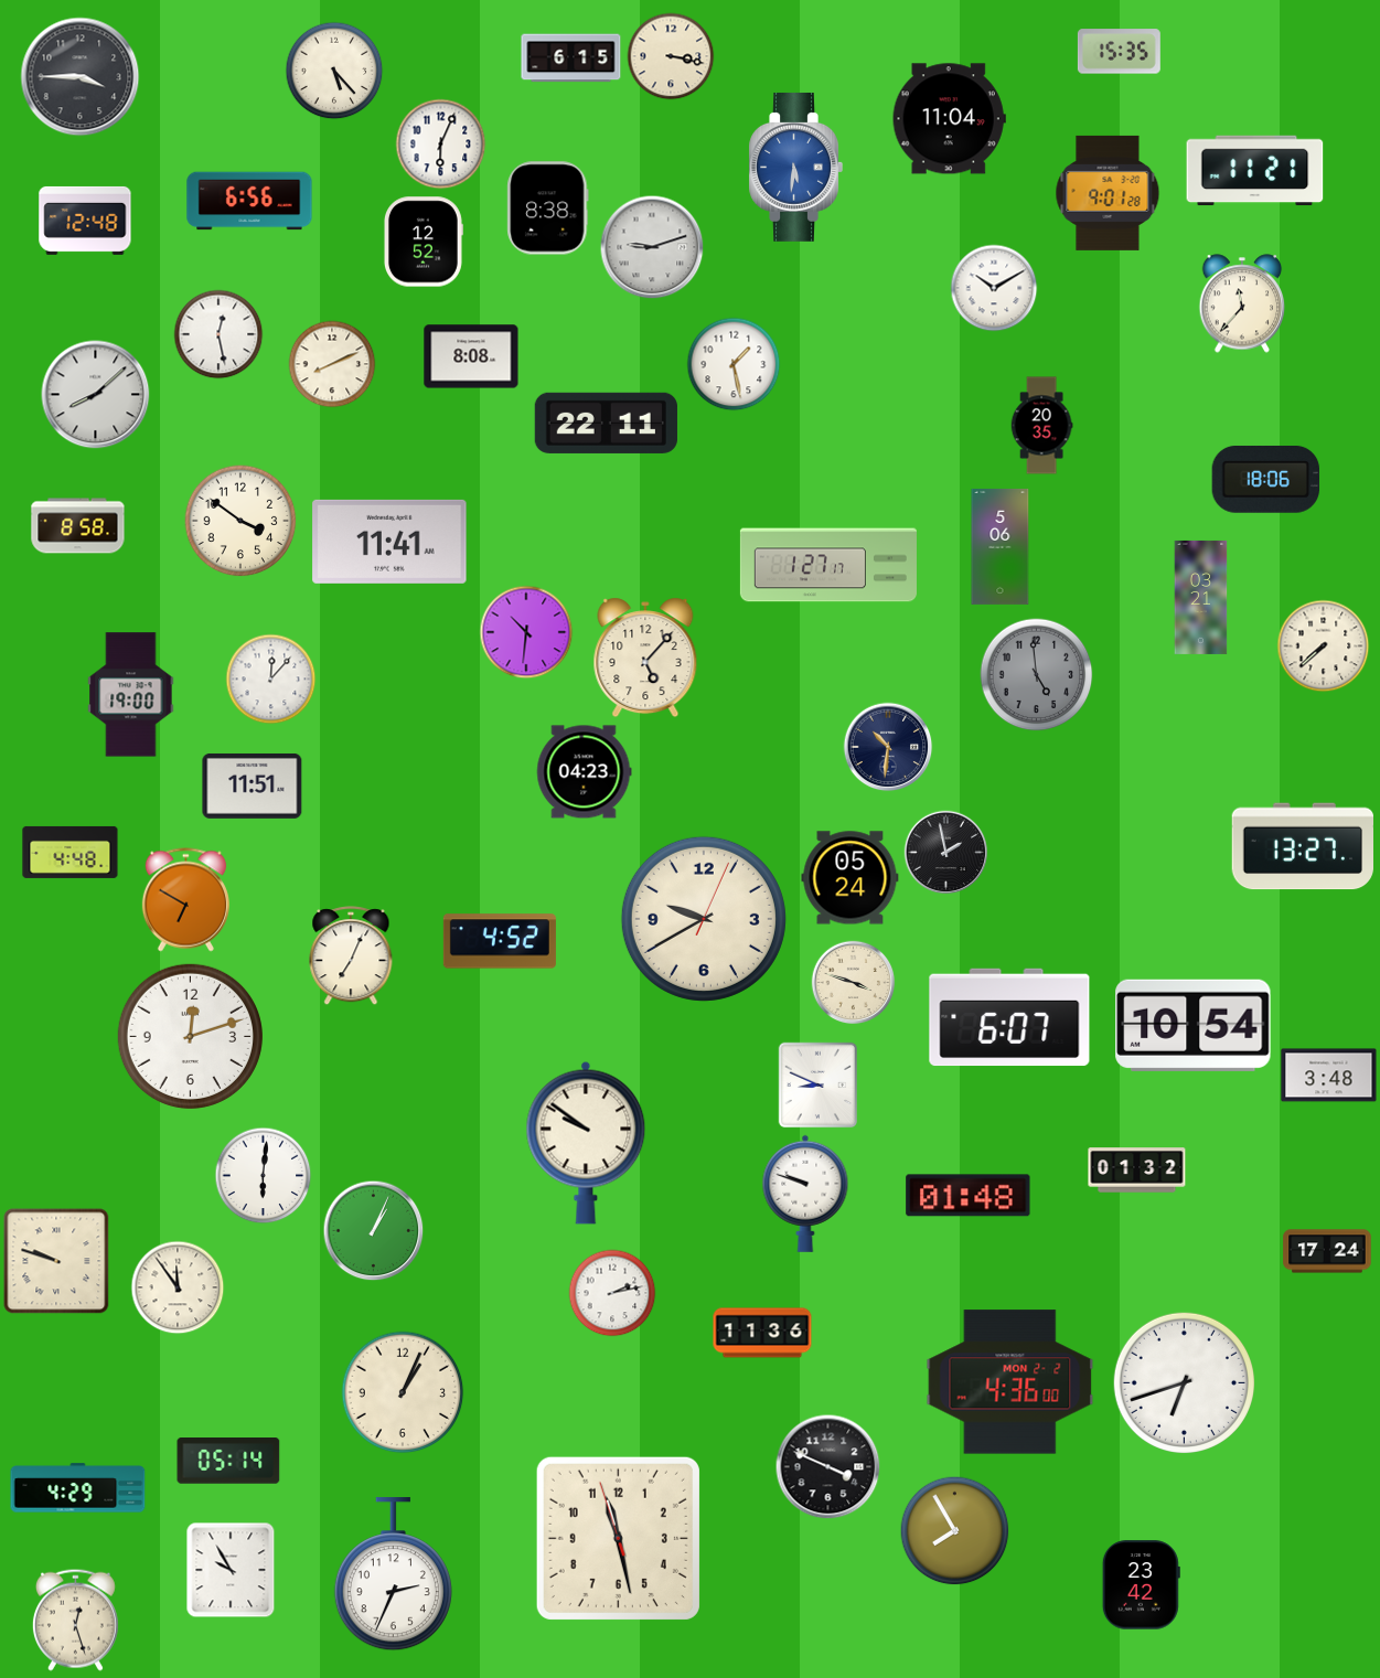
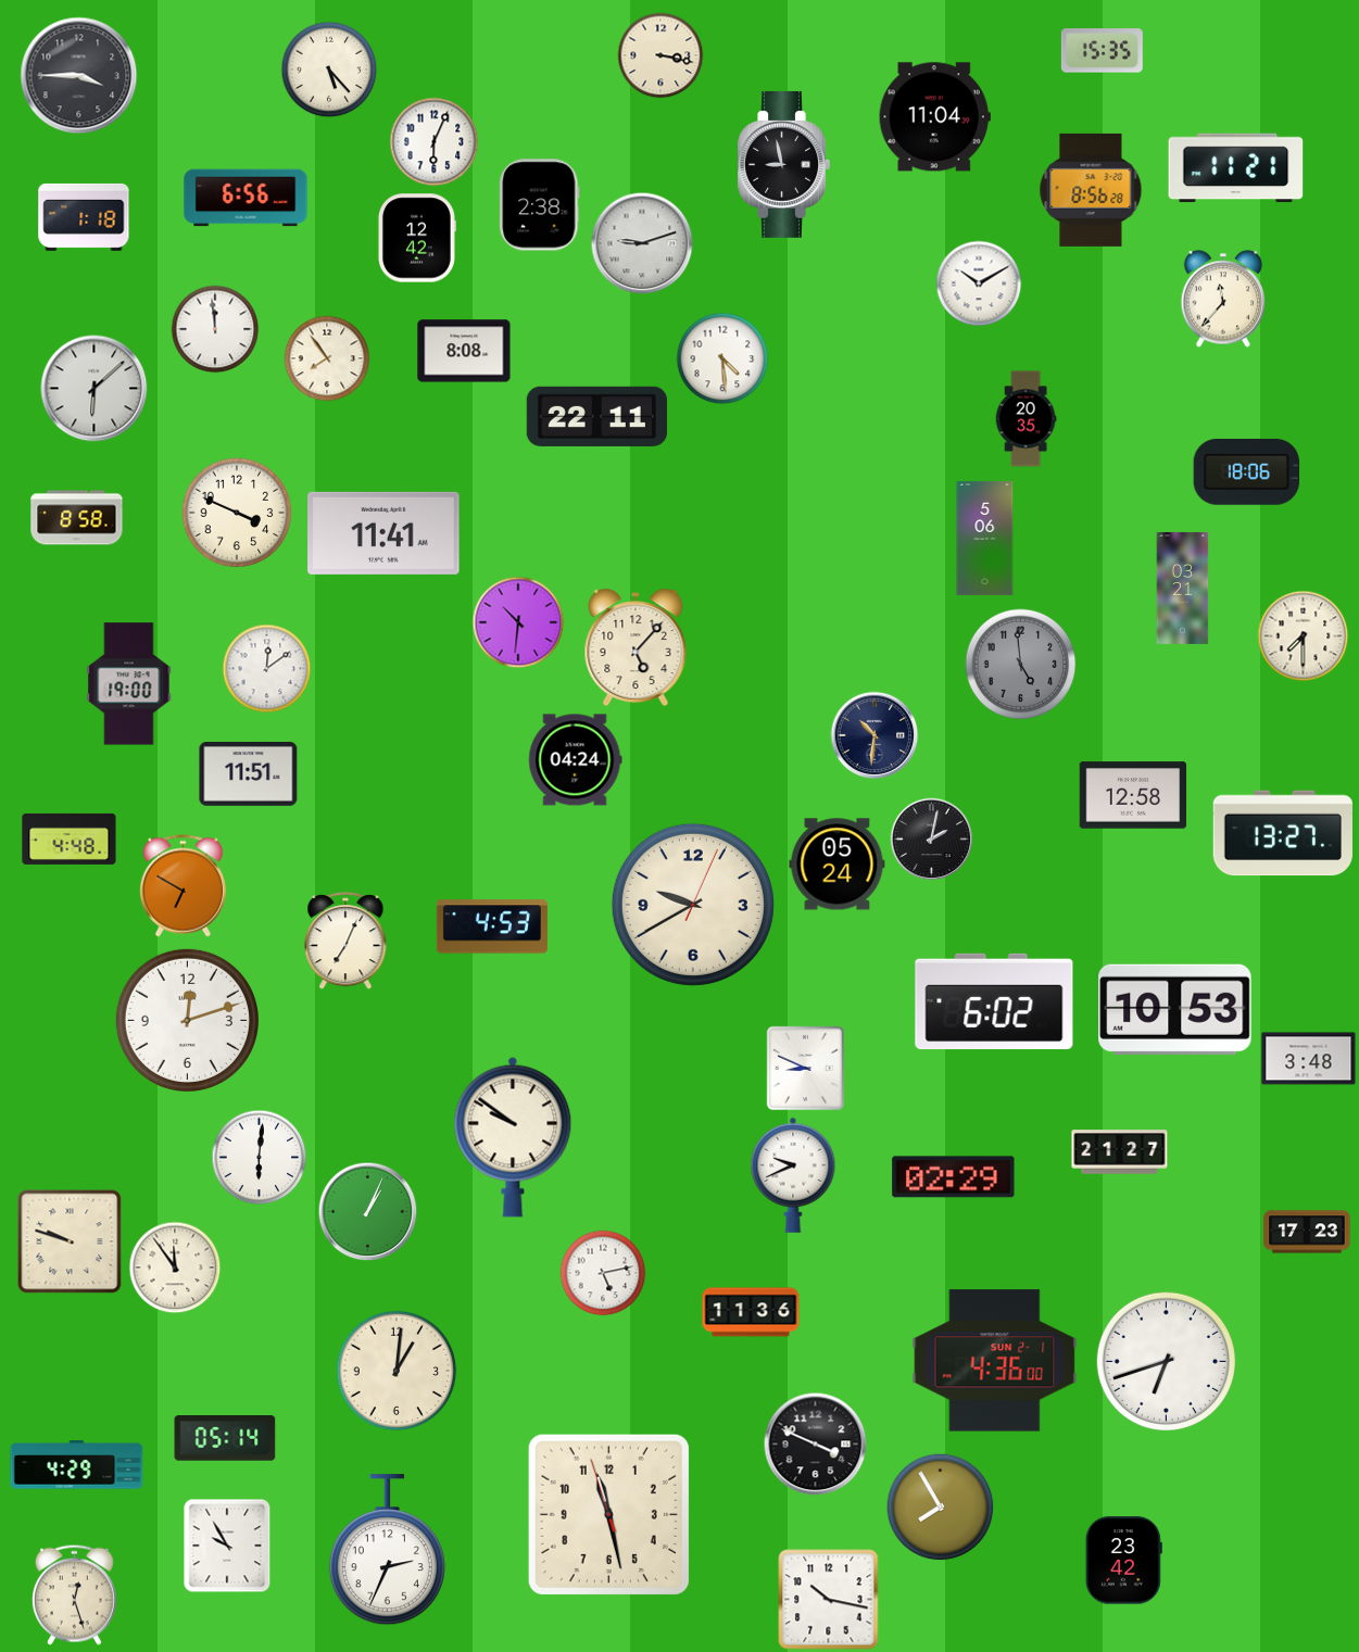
clock at (571, 58): 6:15 -> none
clock at (795, 167): 5:31 -> 8:58
clock at (795, 167) dial: blue -> black
clock at (1108, 193): 9:01 -> 8:56
clock at (548, 209): 8:38 -> 2:38
clock at (85, 221): 12:48 -> 1:18
clock at (422, 242): 12:52 -> 12:42
clock at (218, 334): 12:28 -> 11:59
clock at (332, 364): 8:11 -> 7:54
clock at (734, 364): 1:28 -> 4:29
clock at (96, 395): 8:08 -> 6:08
clock at (240, 521): 3:51 -> 3:49
clock at (828, 565): 1:27 -> none
clock at (1324, 646): 7:38 -> 7:30
clock at (271, 680): 12:07 -> 12:09
clock at (584, 772): 04:23 -> 04:24
clock at (1133, 795): none -> 12:58
clock at (946, 853): 1:58 -> 2:02
clock at (500, 941): 4:52 -> 4:53
clock at (854, 983): 3:48 -> none
clock at (1009, 1017): 6:07 -> 6:02
clock at (1194, 1025): 10:54 -> 10:53
clock at (586, 1143) position: (586, 1143) -> (513, 1137)
clock at (1137, 1171): 01:32 -> 21:27
clock at (805, 1194): 9:48 -> 9:41
clock at (969, 1196): 01:48 -> 02:29
clock at (1327, 1251): 17:24 -> 17:23
clock at (56, 1261) position: (56, 1261) -> (70, 1241)
clock at (612, 1293): 2:13 -> 5:13
clock at (1010, 1382) date: MON 2-2 -> SUN 2-1
clock at (403, 1392): 1:04 -> 1:01
clock at (829, 1600): none -> 10:17
